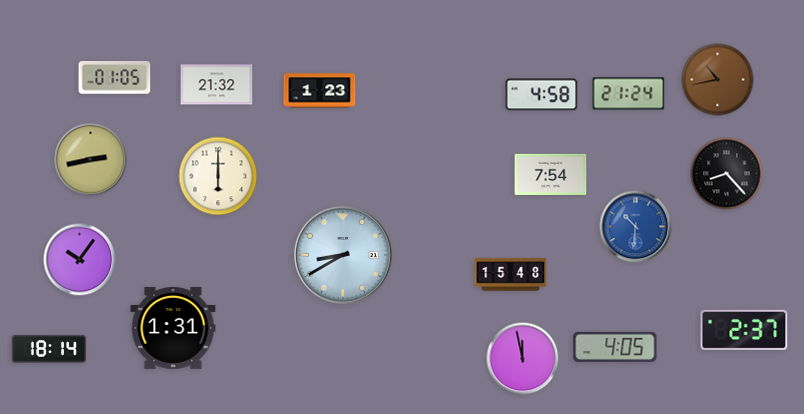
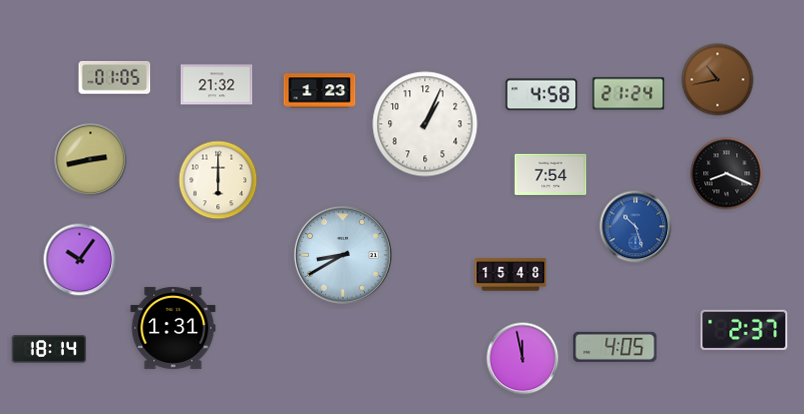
clock at (425, 124): none -> 1:04
clock at (727, 174): 8:23 -> 8:19
clock at (218, 176) position: (218, 176) -> (218, 180)
clock at (636, 227): 10:31 -> 10:27
